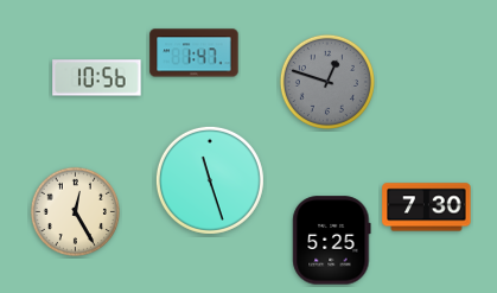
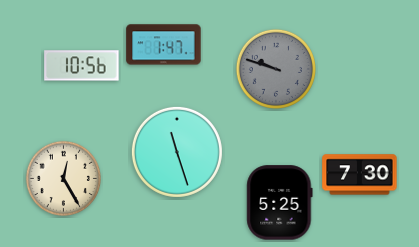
clock at (327, 82): 12:48 -> 9:48
